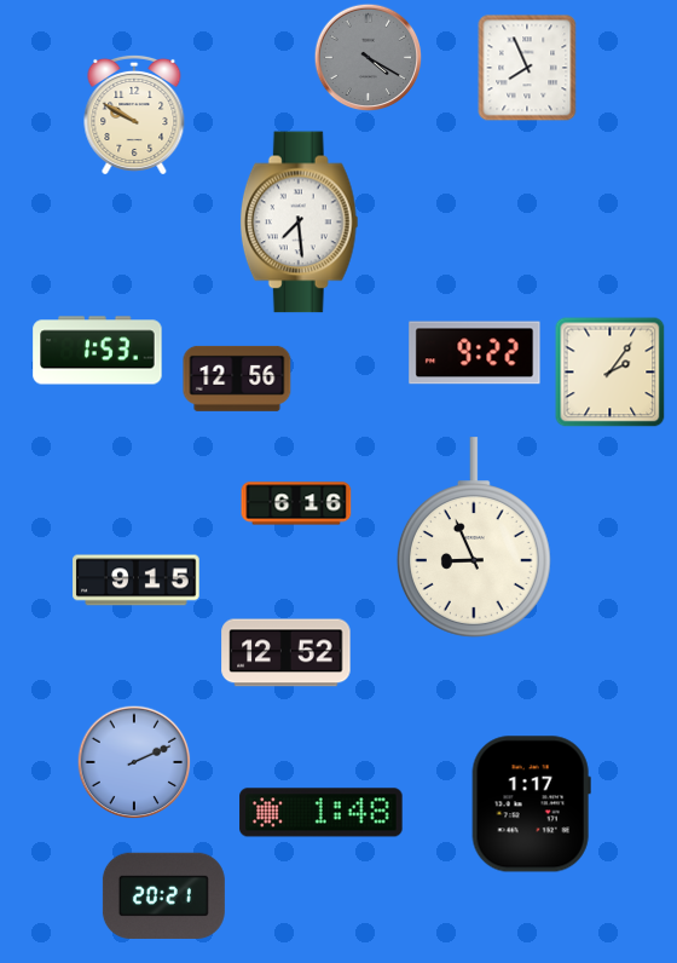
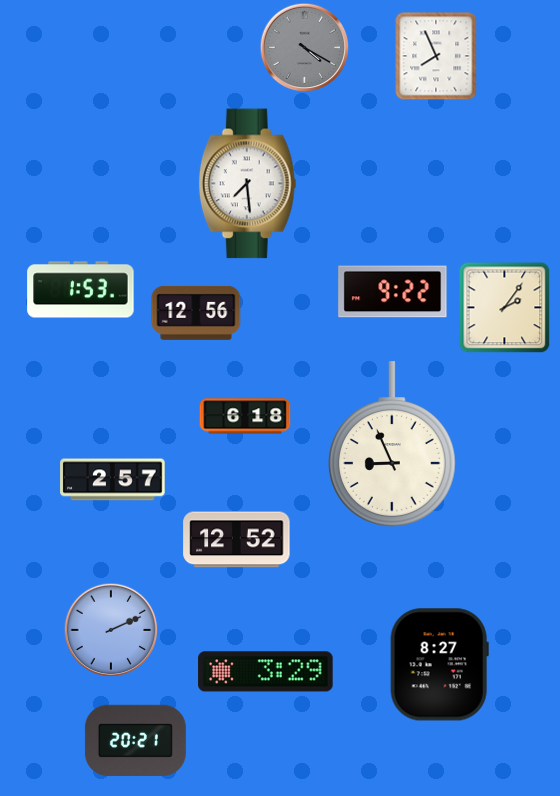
clock at (134, 115): 9:50 -> none
clock at (296, 503): 6:16 -> 6:18
clock at (137, 581): 9:15 -> 2:57
clock at (531, 805): 1:17 -> 8:27
clock at (322, 813): 1:48 -> 3:29
